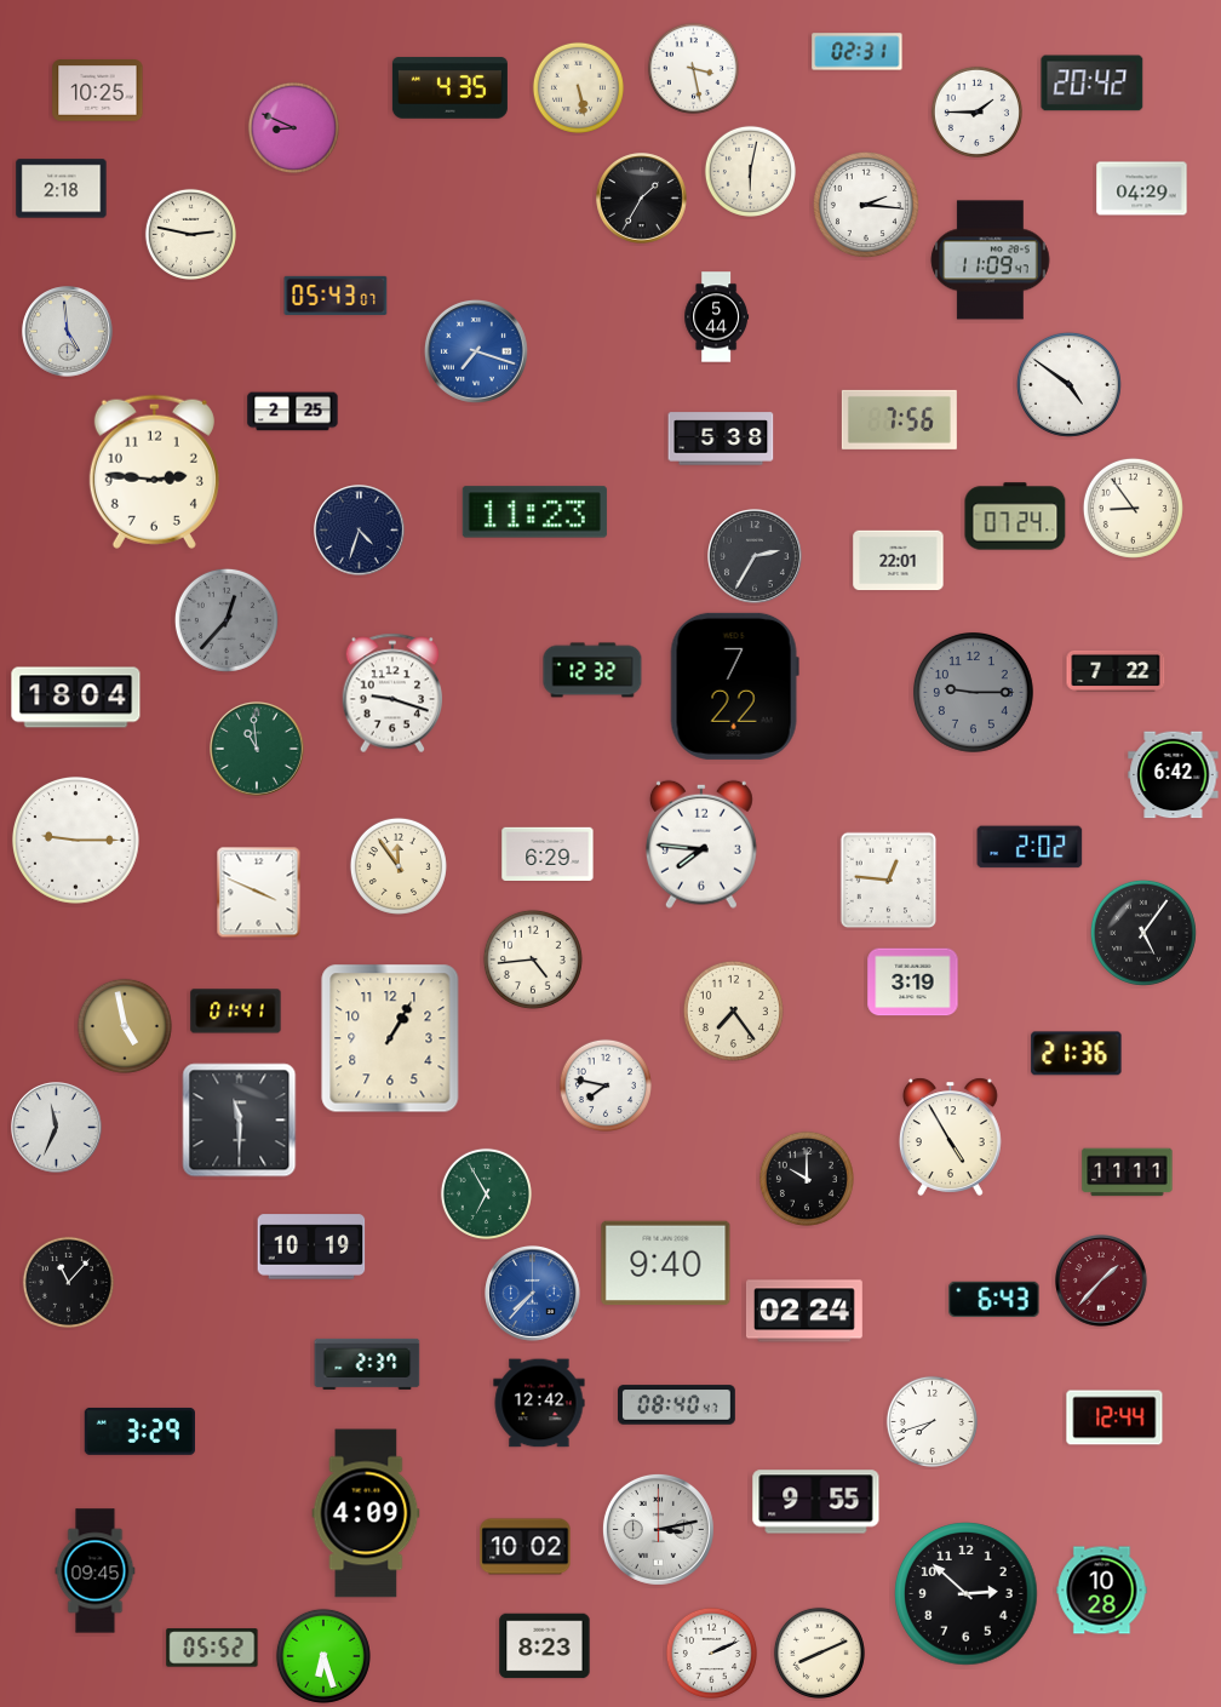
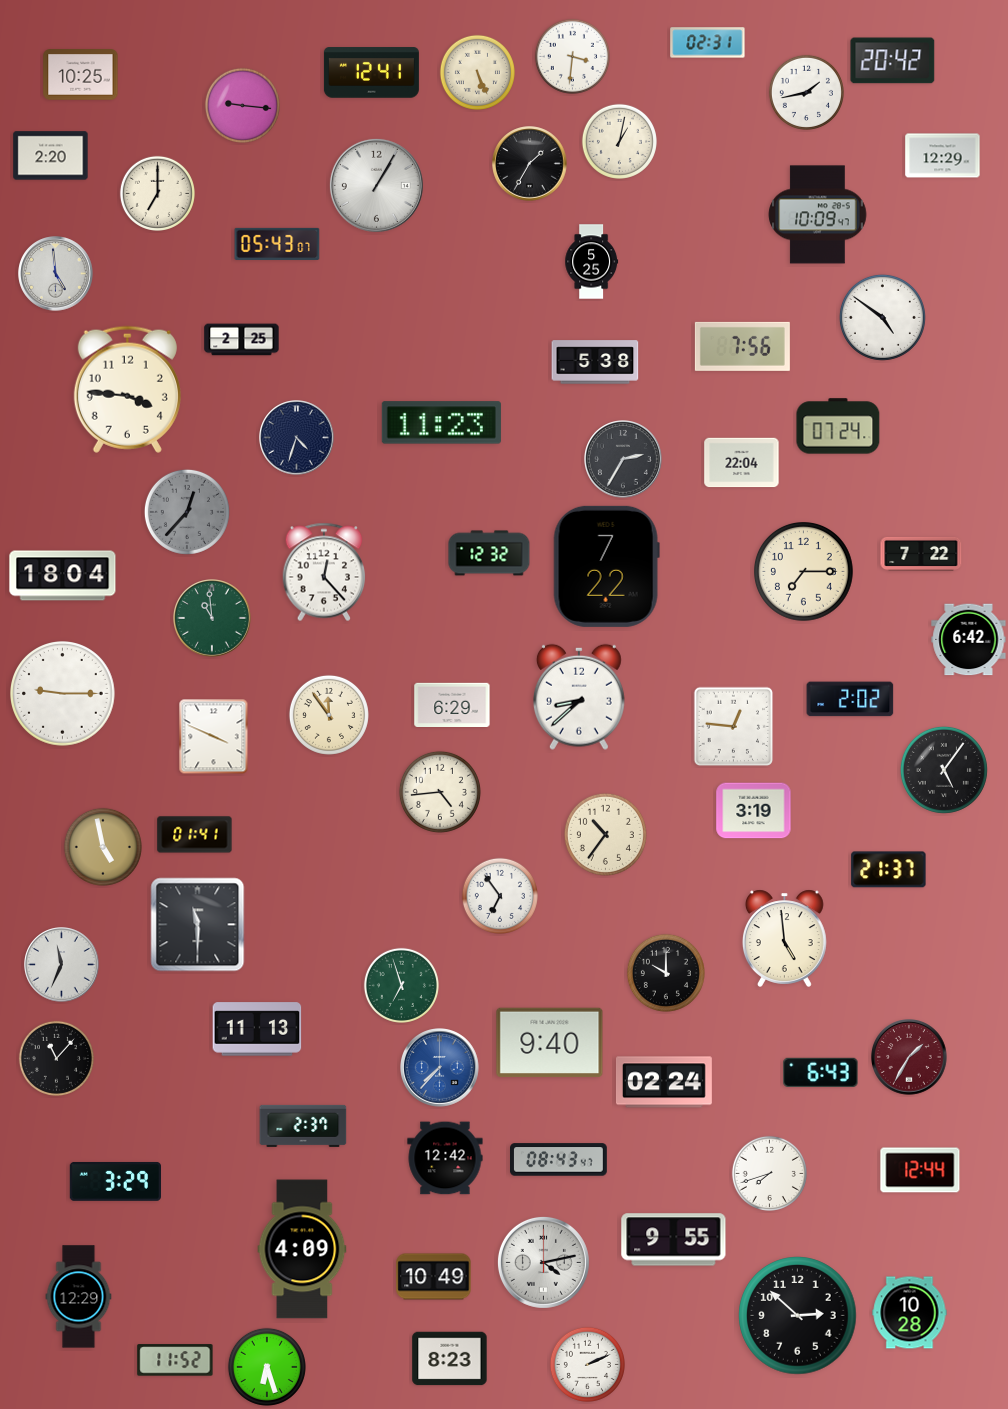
clock at (693, 68): 3:28 -> 3:31
clock at (1093, 84) position: (1093, 84) -> (893, 61)
clock at (578, 87): 5:28 -> 5:26
clock at (449, 88): 4:35 -> 12:41
clock at (976, 111): 1:45 -> 1:43
clock at (293, 127): 8:49 -> 9:16
clock at (750, 171): 6:02 -> 1:02
clock at (62, 189): 2:18 -> 2:20
clock at (1142, 189): 04:29 -> 12:29
clock at (866, 205): 2:16 -> none
clock at (376, 185): none -> 1:05
clock at (190, 234): 2:47 -> 7:00
clock at (991, 260): 11:09 -> 10:09
clock at (717, 317): 5:44 -> 5:25
clock at (476, 351): 7:18 -> none
clock at (154, 471): 2:46 -> 3:46
clock at (1133, 508): 8:54 -> none
clock at (899, 561): 22:01 -> 22:04
clock at (392, 693): 9:18 -> 12:23
clock at (974, 693): 9:15 -> 7:15
clock at (974, 693) dial: grey -> cream
clock at (701, 844): 7:46 -> 8:38
clock at (733, 1010): 7:24 -> 10:36
clock at (390, 1038): 1:05 -> none
clock at (1077, 1054): 21:36 -> 21:37
clock at (606, 1086): 7:47 -> 6:54
clock at (57, 1128) position: (57, 1128) -> (62, 965)
clock at (950, 1136): 4:55 -> 4:59
clock at (1128, 1173): 11:11 -> none
clock at (486, 1193): 6:55 -> 6:57
clock at (311, 1247): 10:19 -> 11:13
clock at (1101, 1281): 1:37 -> 1:35
clock at (677, 1405): 08:40 -> 08:43
clock at (658, 1529): 3:13 -> 4:13
clock at (526, 1547): 10:02 -> 10:49
clock at (96, 1571): 09:45 -> 12:29
clock at (212, 1648): 05:52 -> 11:52
clock at (819, 1652): 8:11 -> none
